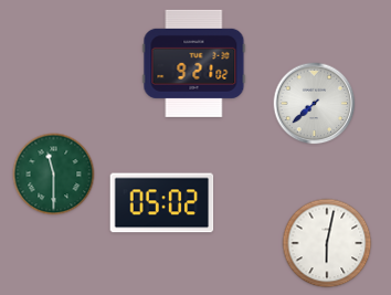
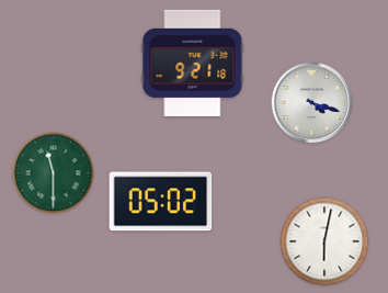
clock at (194, 63): 9:21:02 -> 9:21:18
clock at (315, 104): 7:38 -> 4:18
